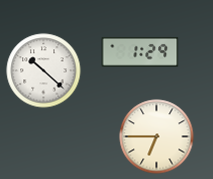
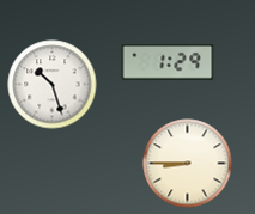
clock at (44, 71): 10:22 -> 10:27
clock at (157, 137): 6:45 -> 8:45
